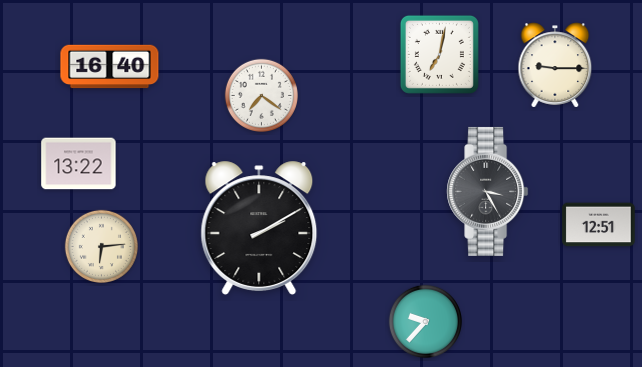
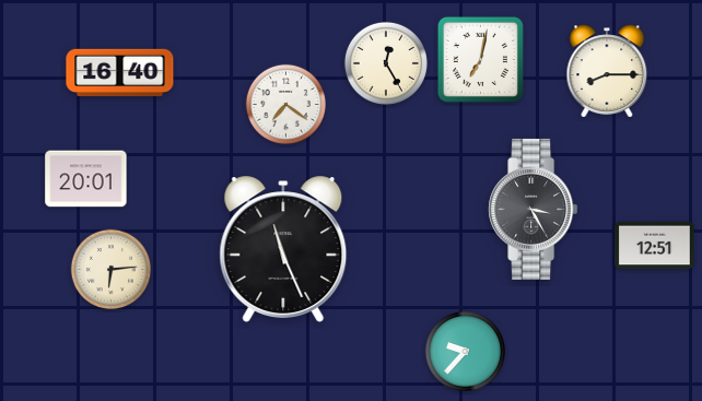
clock at (386, 63): none -> 12:25
clock at (555, 65): 9:15 -> 8:15
clock at (79, 164): 13:22 -> 20:01
clock at (259, 228): 2:10 -> 11:26
